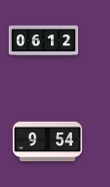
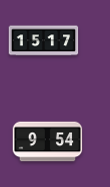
clock at (44, 41): 06:12 -> 15:17
